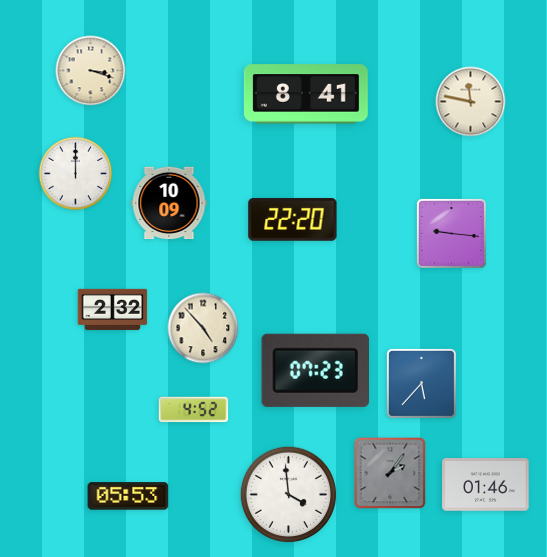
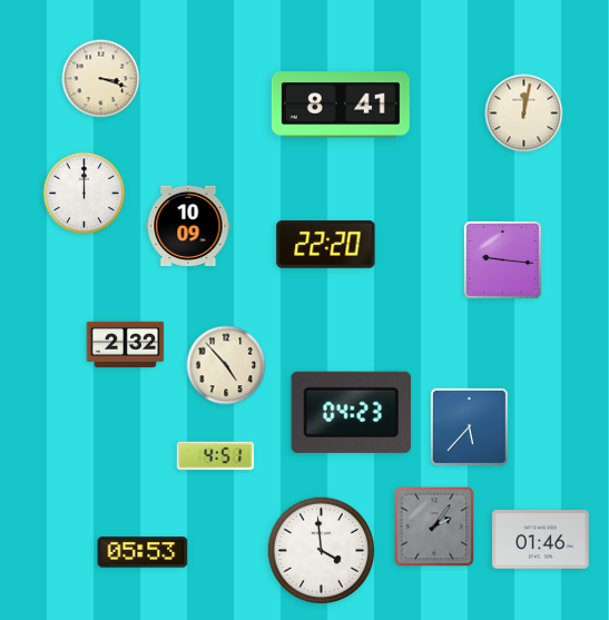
clock at (471, 102): 11:47 -> 12:02
clock at (315, 370): 07:23 -> 04:23
clock at (194, 410): 4:52 -> 4:51
